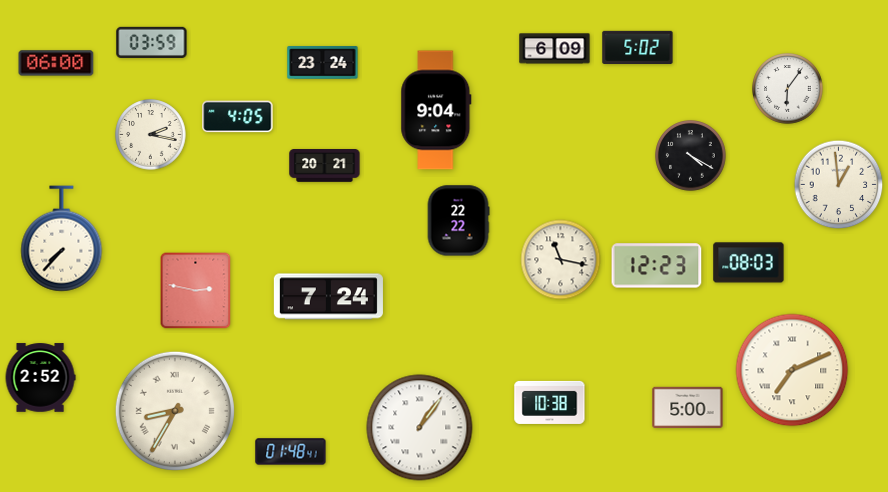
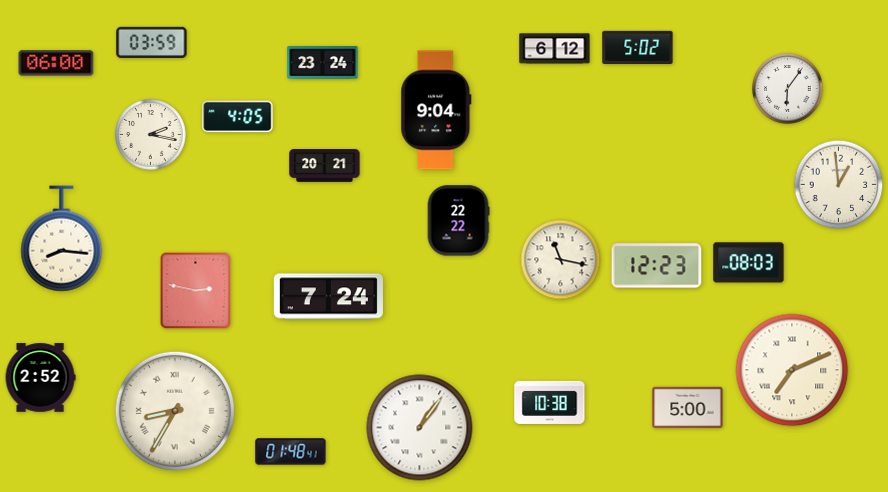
clock at (555, 49): 6:09 -> 6:12
clock at (691, 156): 4:20 -> none
clock at (62, 239): 7:37 -> 8:16
